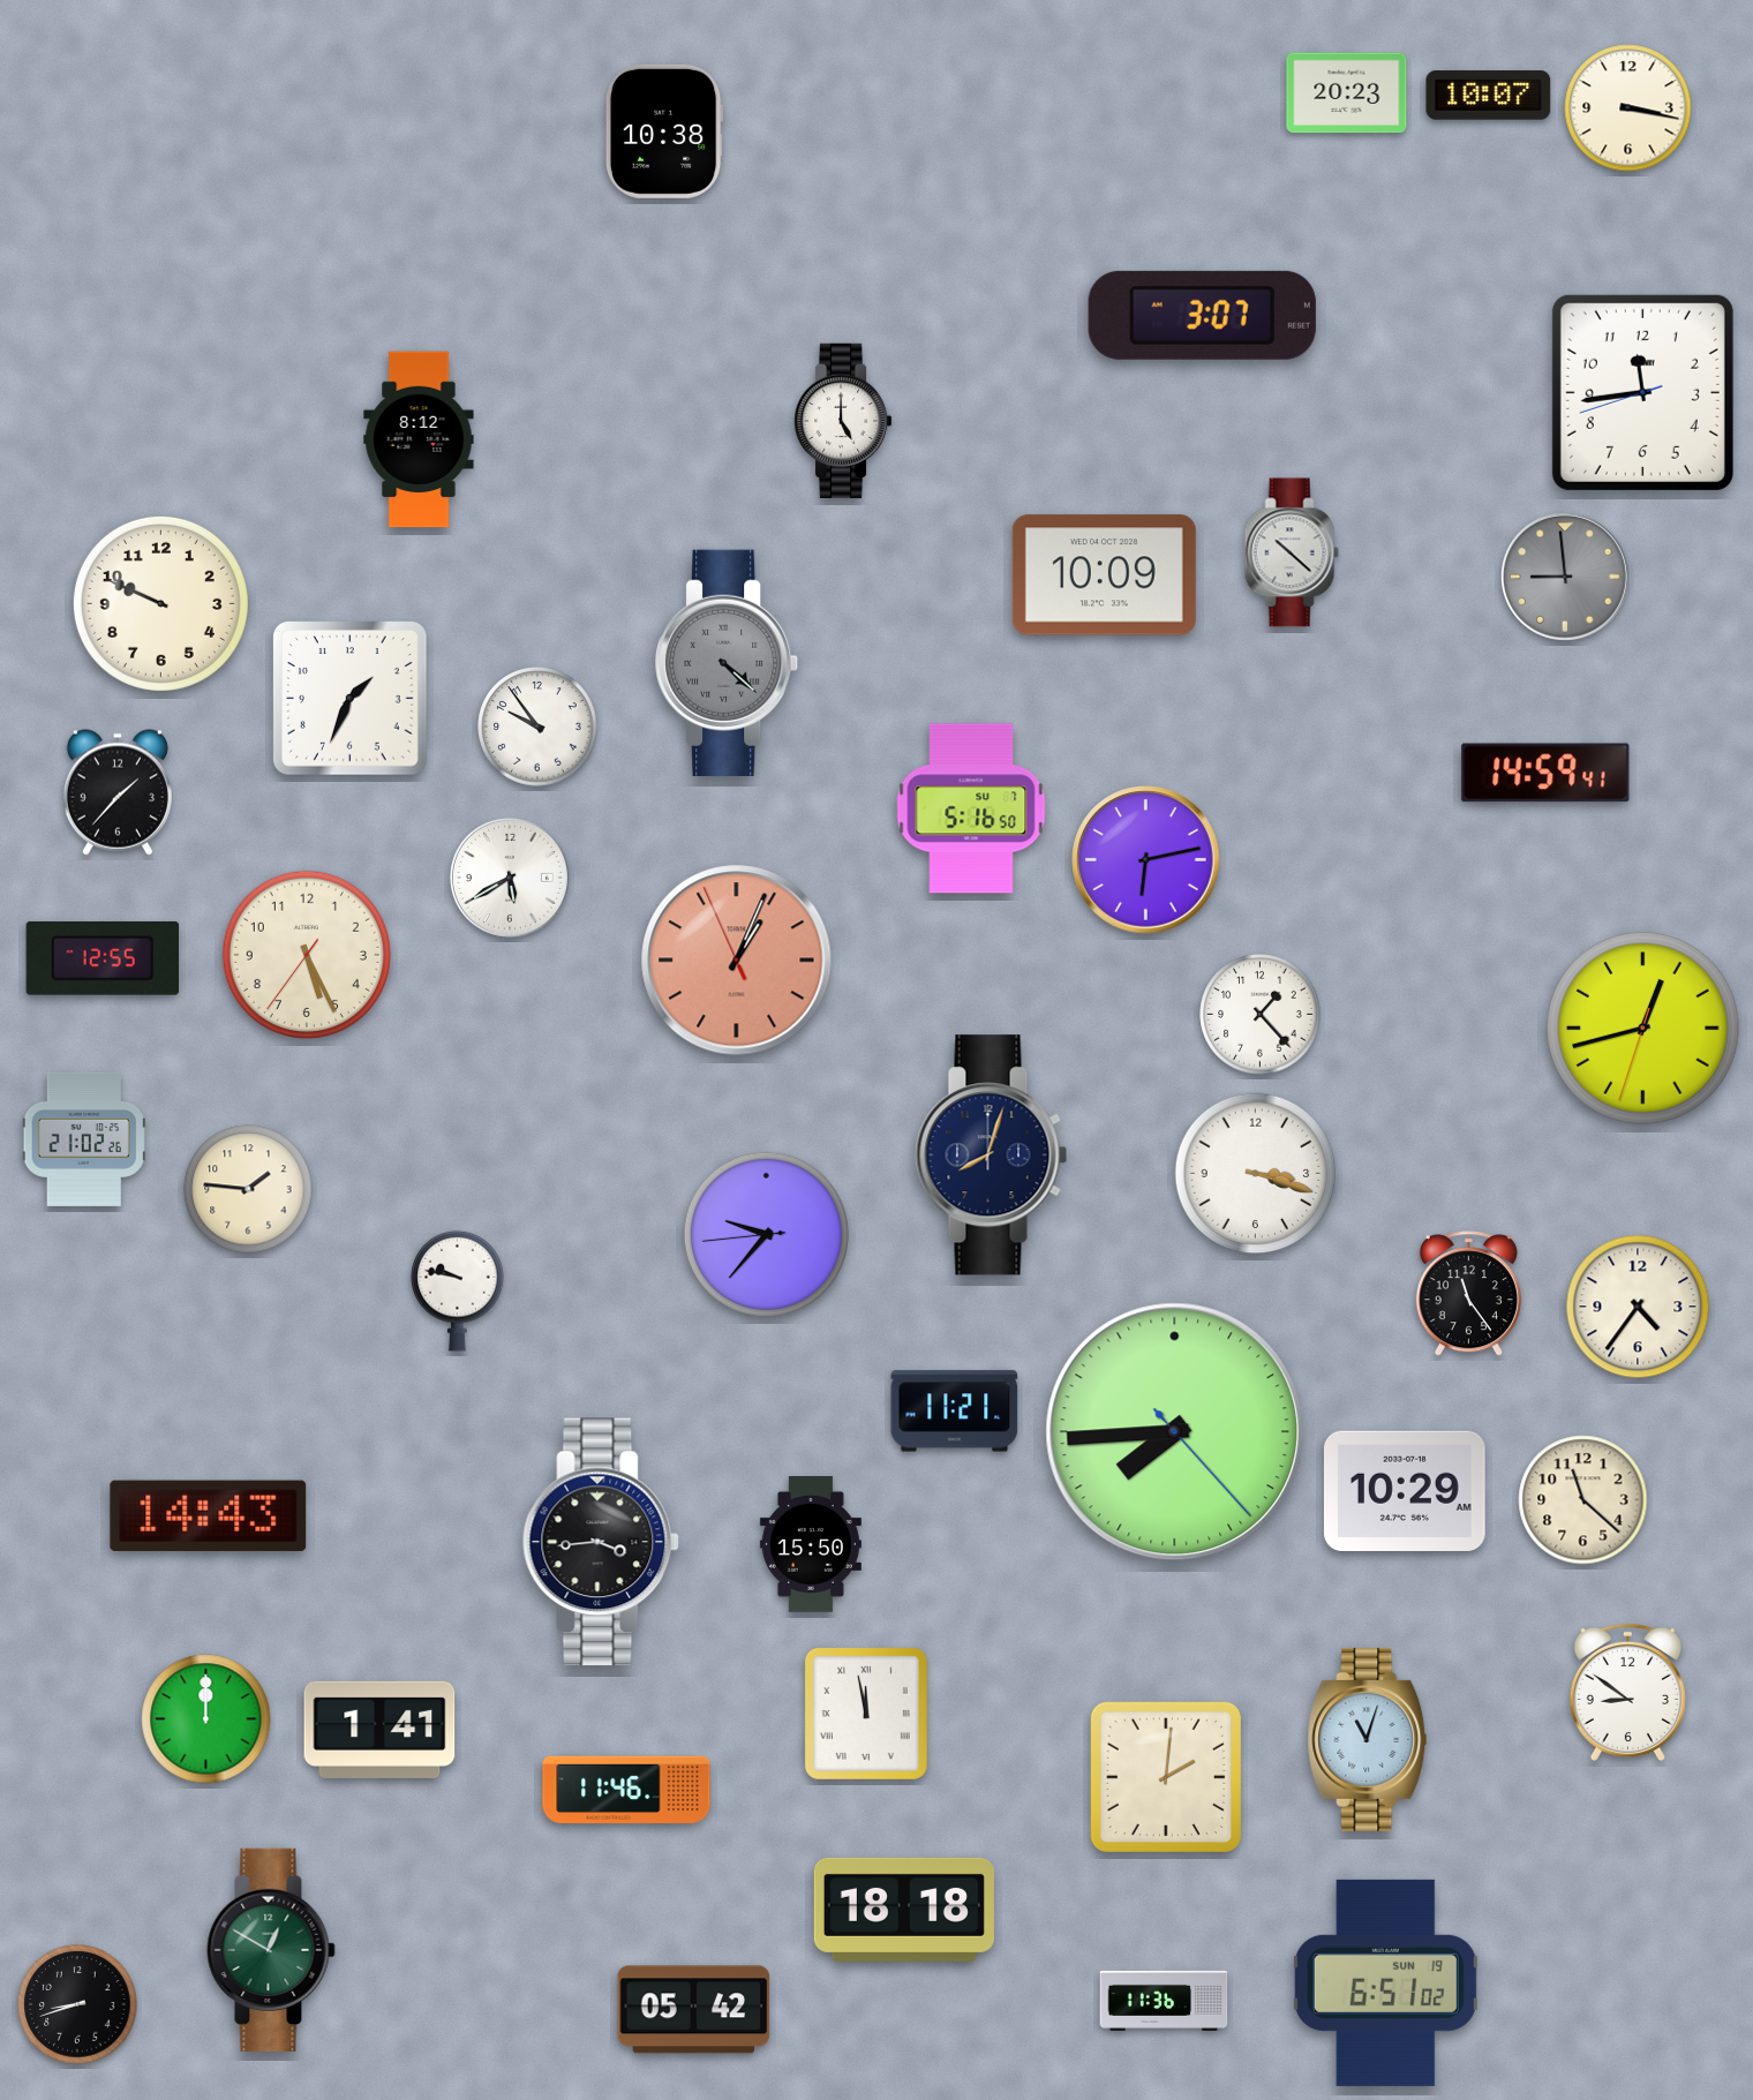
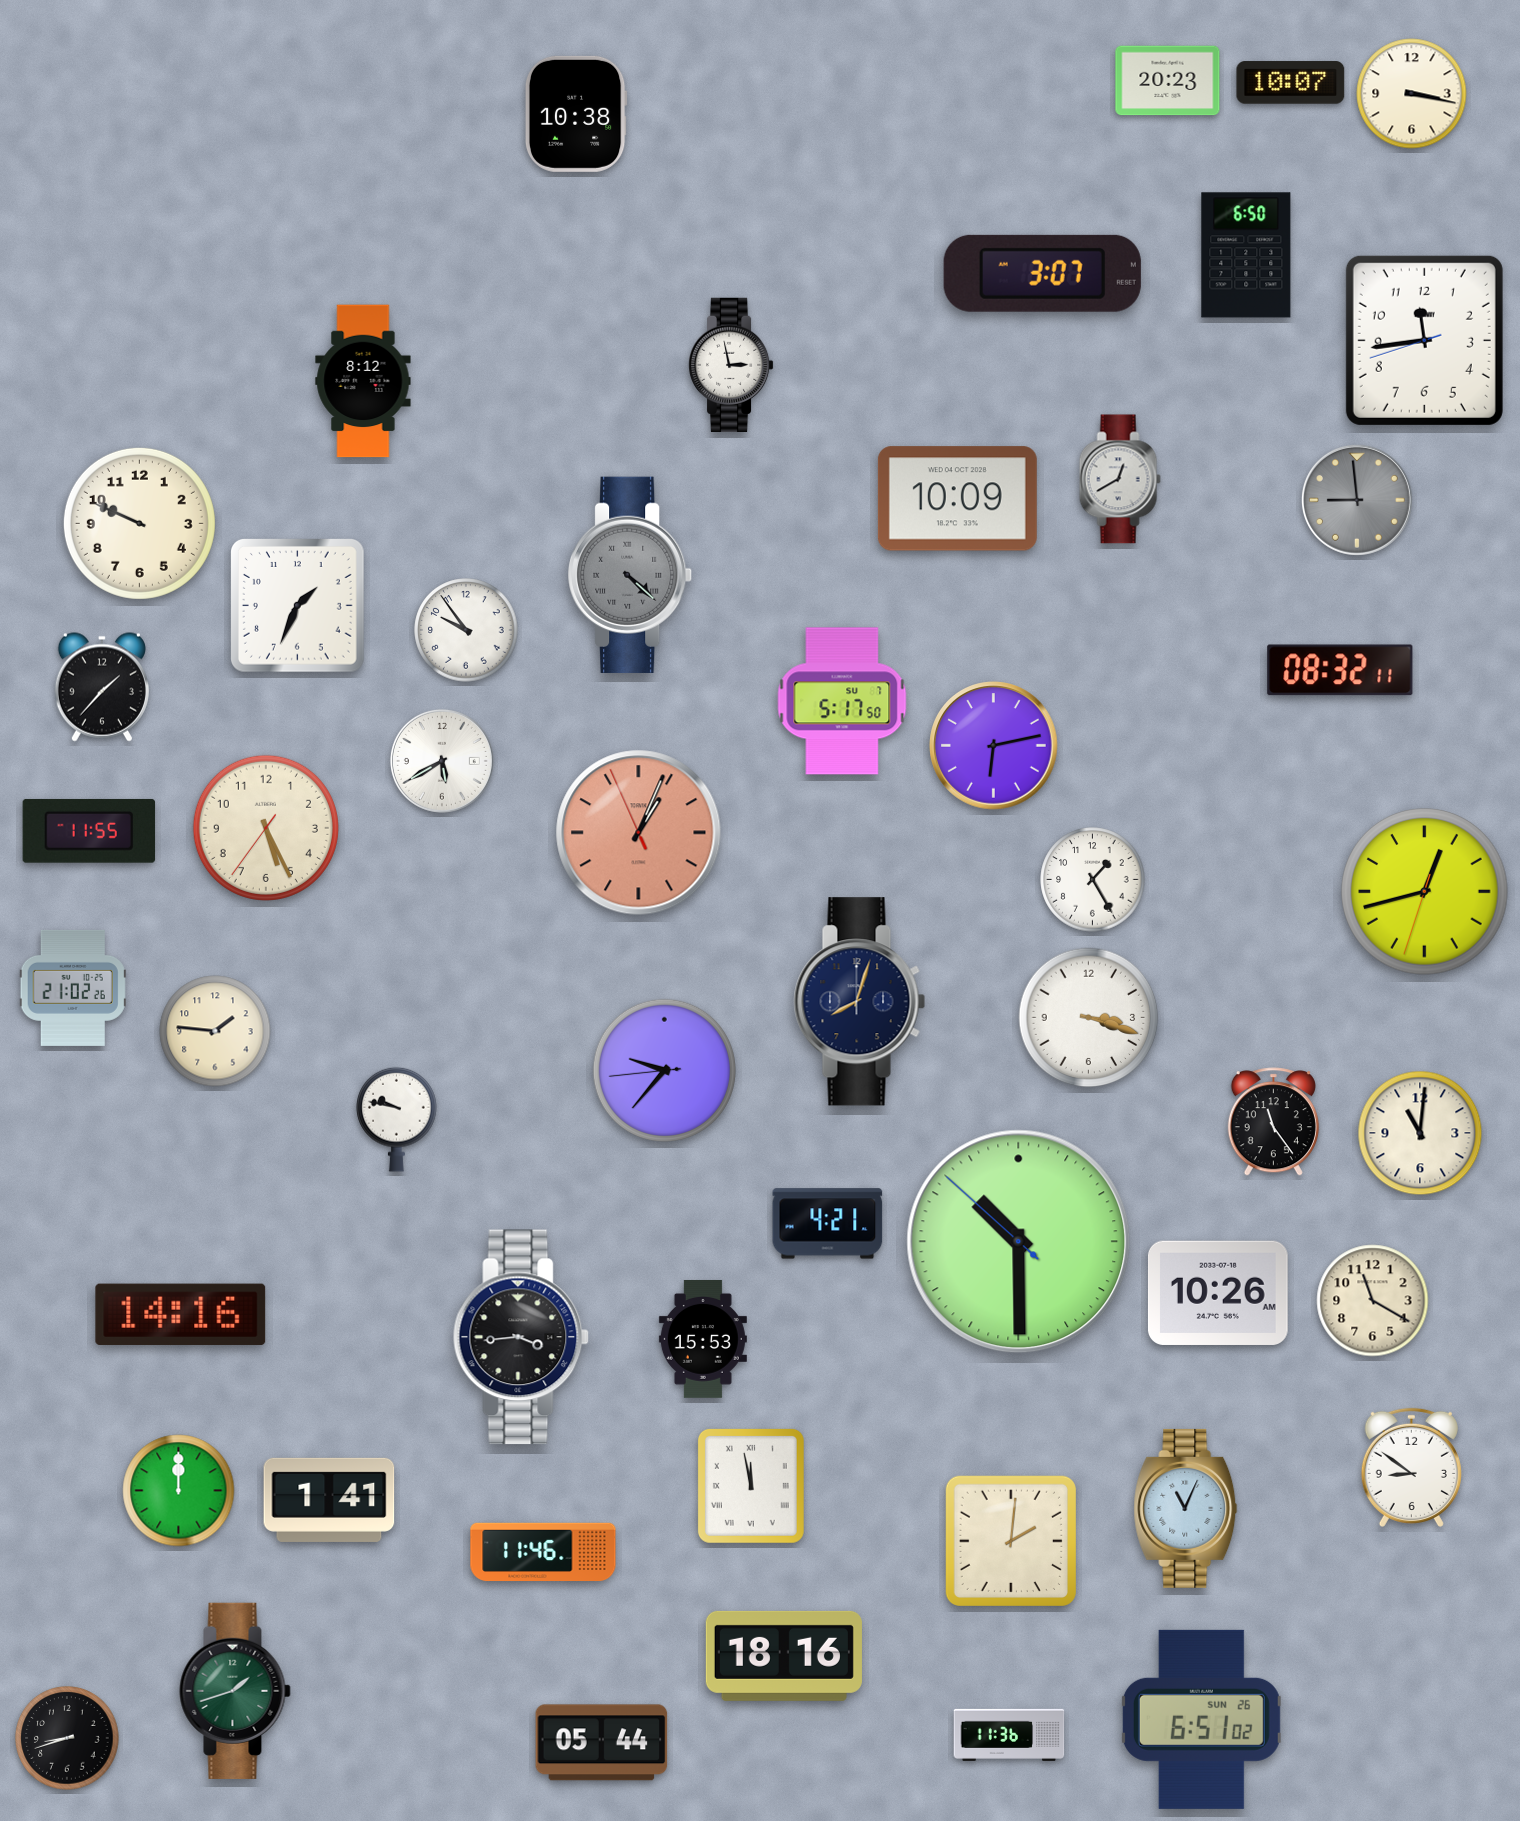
clock at (1246, 255): none -> 6:50
clock at (843, 421): 5:00 -> 2:58
clock at (1292, 552): 10:22 -> 12:40
clock at (351, 699) position: (351, 699) -> (298, 606)
clock at (1545, 773): 14:59 -> 08:32
clock at (971, 808): 5:16 -> 5:17
clock at (103, 958): 12:55 -> 11:55
clock at (1261, 1015): 1:23 -> 1:25
clock at (1638, 1307): 4:36 -> 11:01
clock at (955, 1412): 11:21 -> 4:21
clock at (1175, 1432): 7:44 -> 10:29
clock at (1405, 1491): 10:29 -> 10:26
clock at (1583, 1500): 11:22 -> 11:20
clock at (209, 1515): 14:43 -> 14:16
clock at (811, 1545): 15:50 -> 15:53
clock at (1368, 1739): 11:03 -> 11:04
clock at (904, 1910): 18:18 -> 18:16
clock at (271, 1950): 12:50 -> 1:42
clock at (1385, 1982) date: SUN 19 -> SUN 26
clock at (694, 2010): 05:42 -> 05:44
